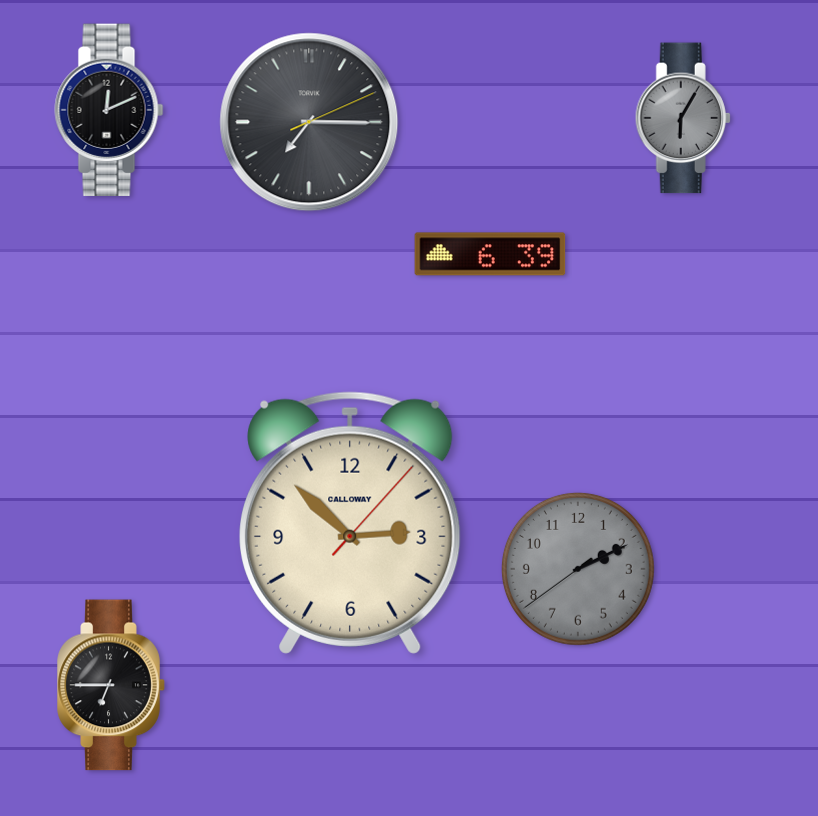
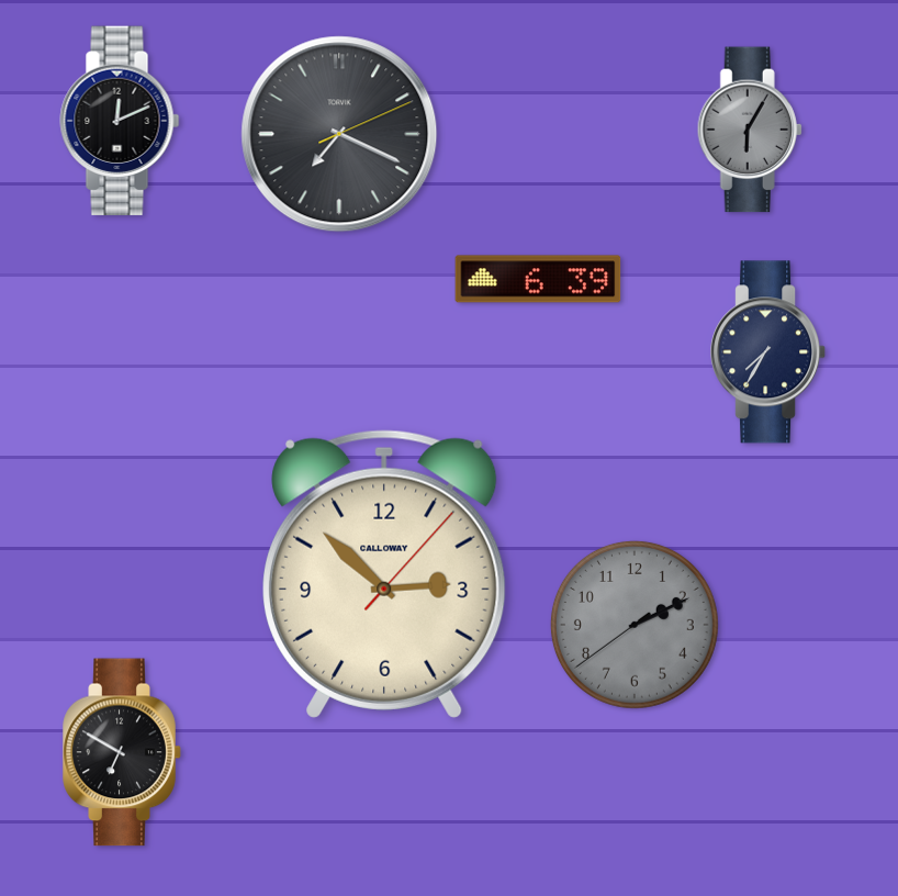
clock at (309, 122): 7:15 -> 7:19
clock at (768, 352): none -> 7:35
clock at (111, 685): 6:45 -> 6:50
